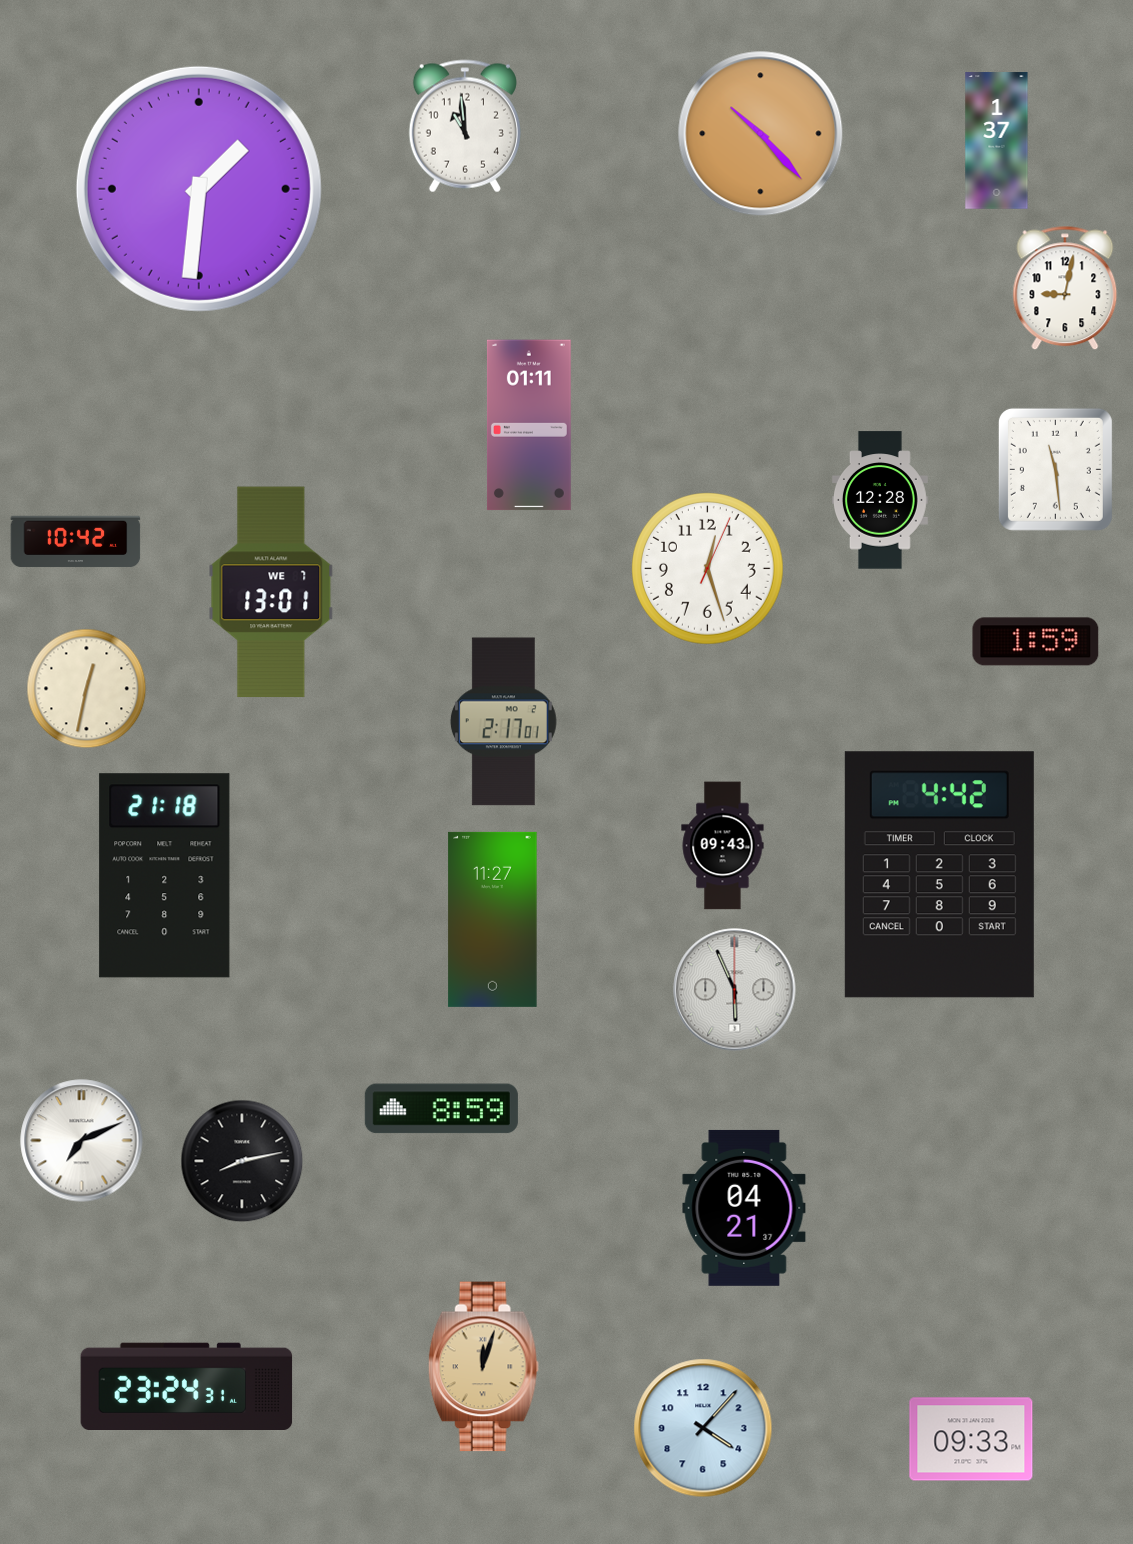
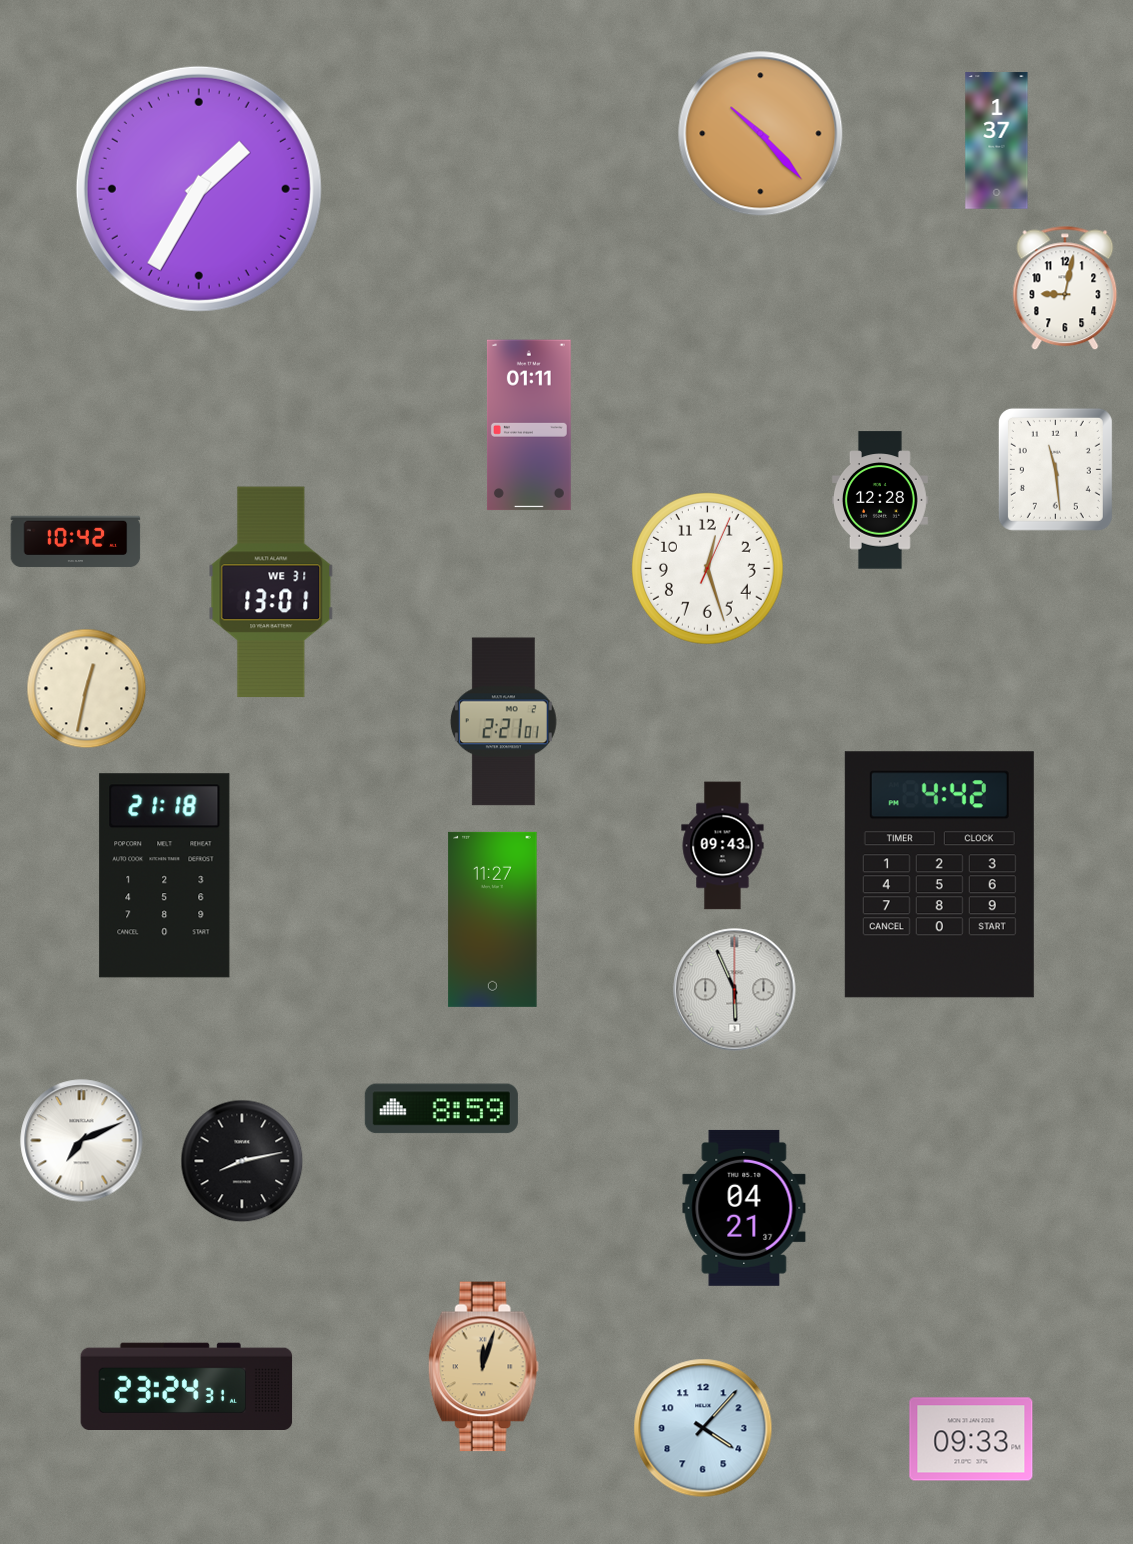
clock at (465, 126): 10:59 -> none
clock at (199, 189): 1:31 -> 1:35
clock at (271, 592) date: WE 7 -> WE 31
clock at (1036, 642): 1:59 -> none
clock at (503, 722): 2:17 -> 2:21
